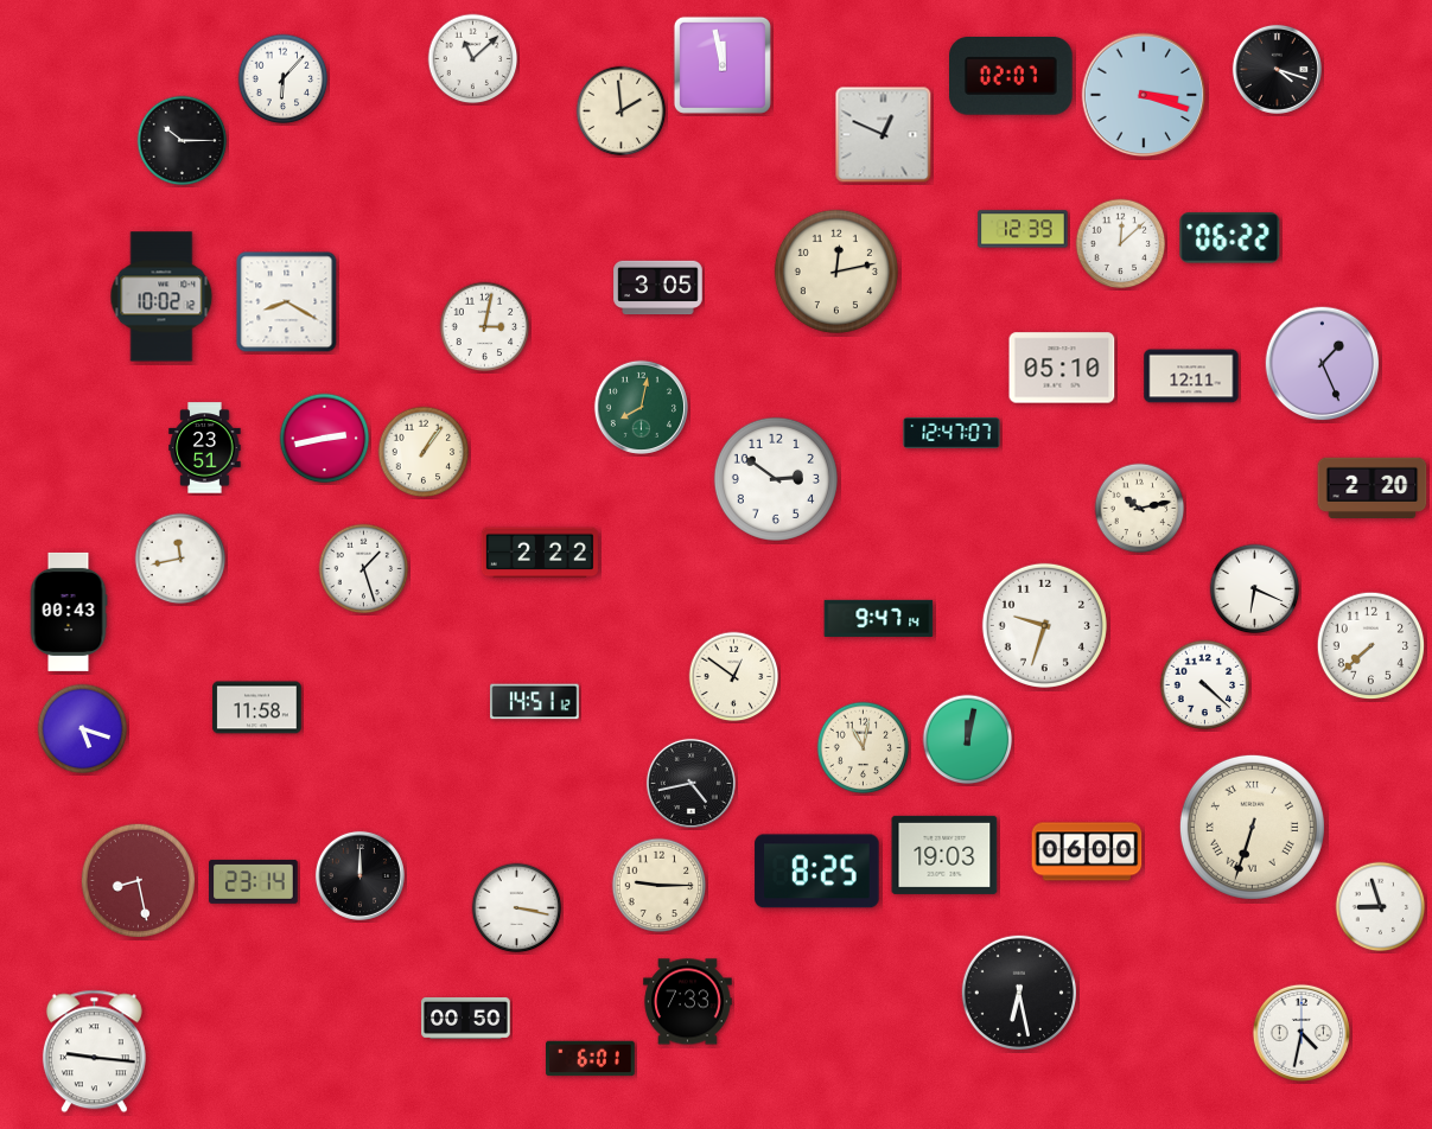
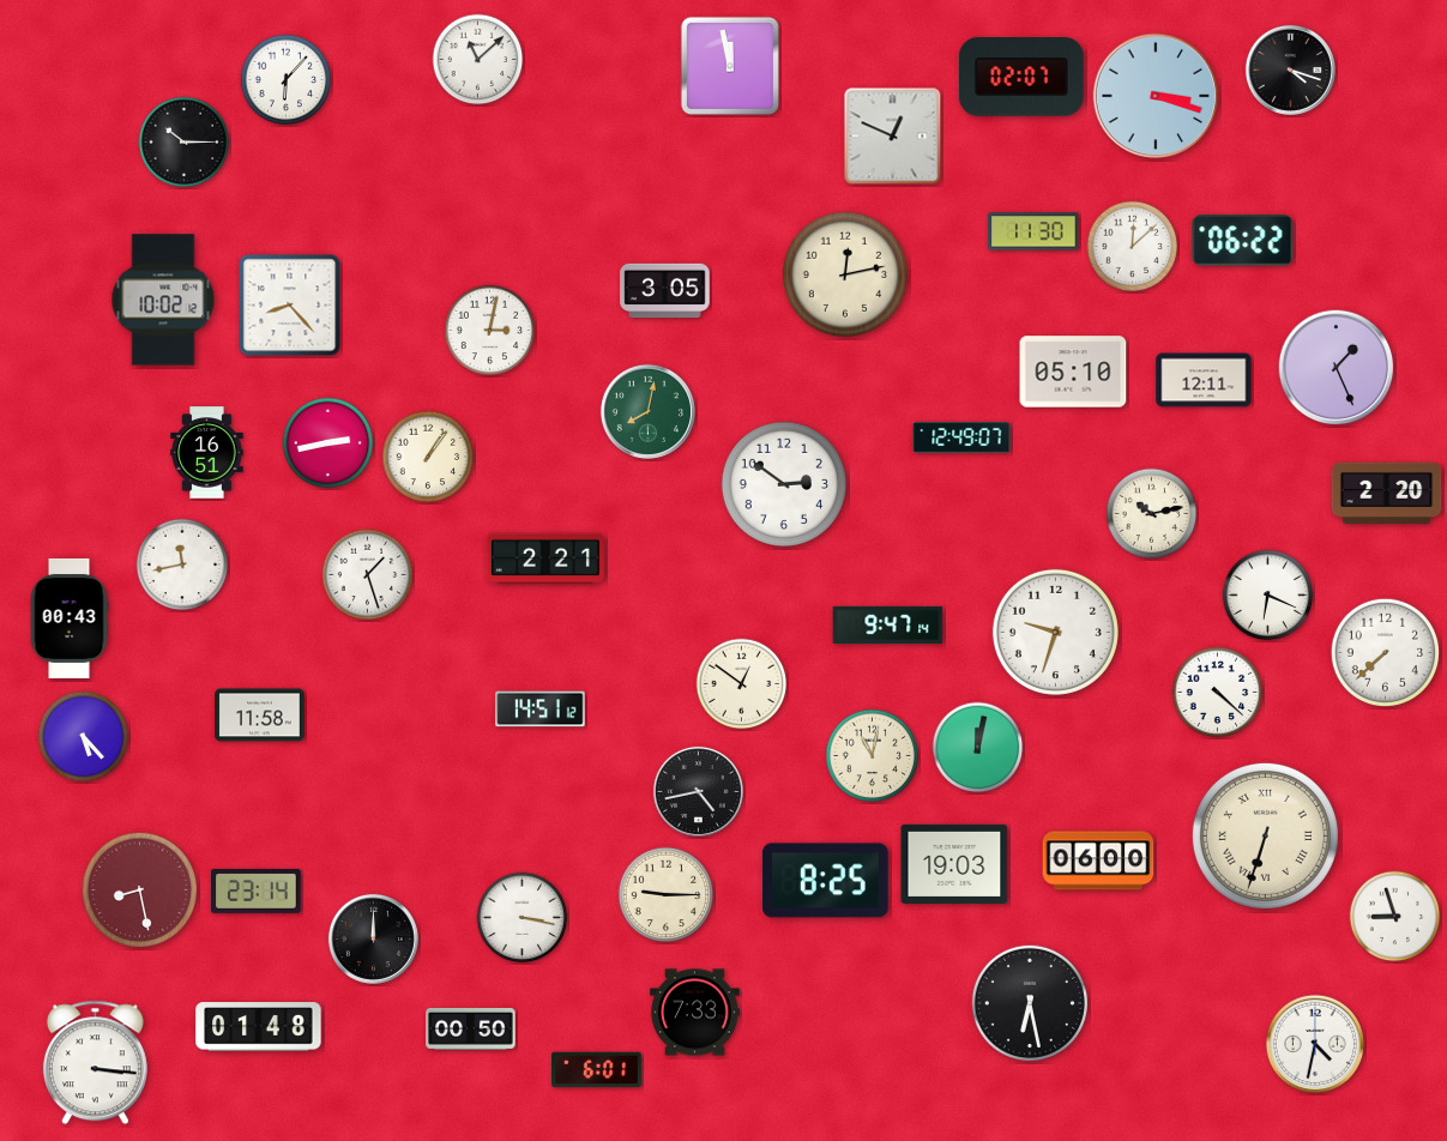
clock at (622, 111): 1:59 -> none
clock at (1023, 229): 12:39 -> 11:30
clock at (287, 302): 8:20 -> 8:23
clock at (952, 433): 12:47 -> 12:49
clock at (205, 448): 23:51 -> 16:51
clock at (540, 553): 2:22 -> 2:21
clock at (83, 729): 5:18 -> 5:23
clock at (359, 875) position: (359, 875) -> (373, 938)
clock at (259, 1027): none -> 01:48
clock at (94, 1052): 9:16 -> 3:16
